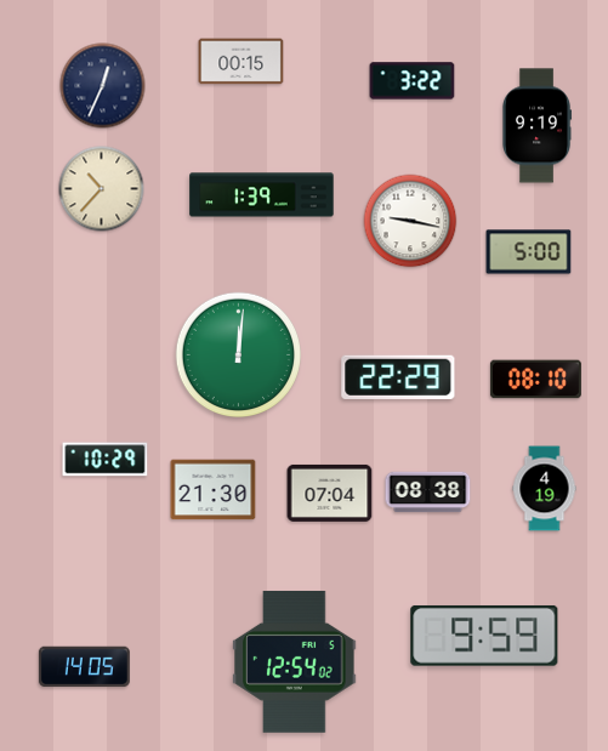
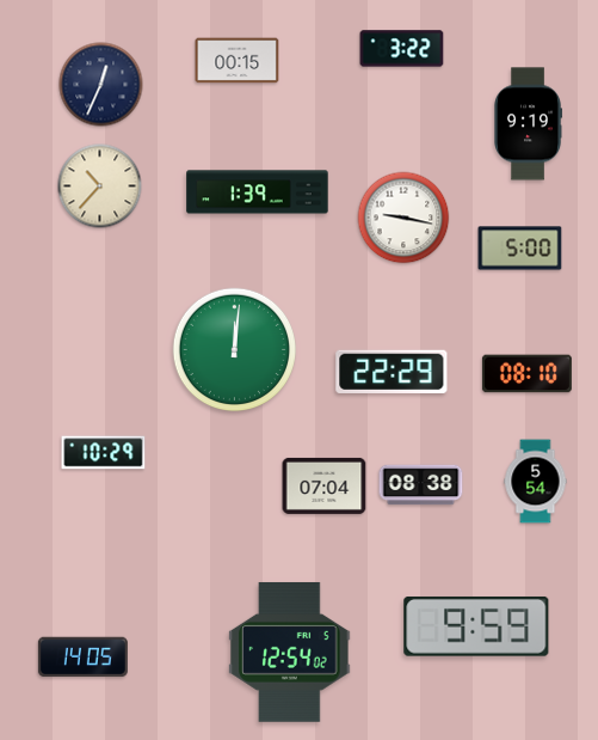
clock at (413, 81) position: (413, 81) -> (402, 49)
clock at (545, 489): 4:19 -> 5:54
clock at (214, 490): 21:30 -> none
